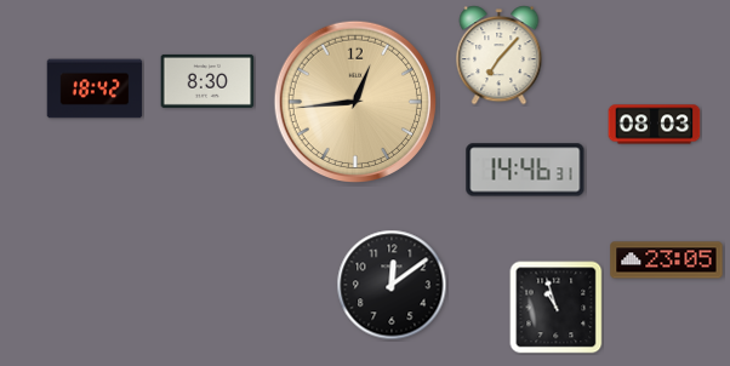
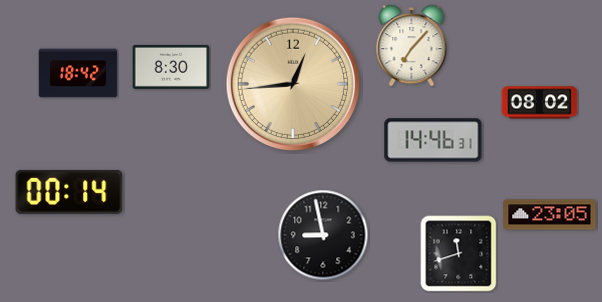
clock at (655, 125): 08:03 -> 08:02
clock at (69, 192): none -> 00:14
clock at (392, 285): 12:09 -> 8:58
clock at (557, 308): 10:57 -> 11:42
